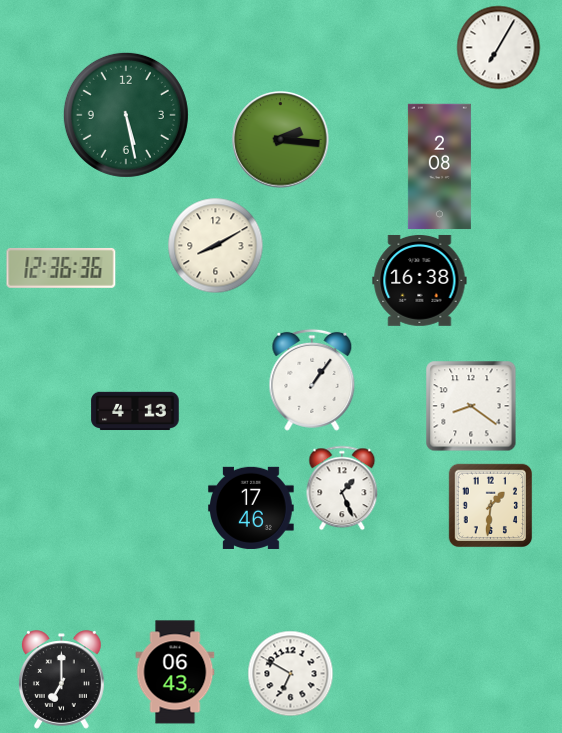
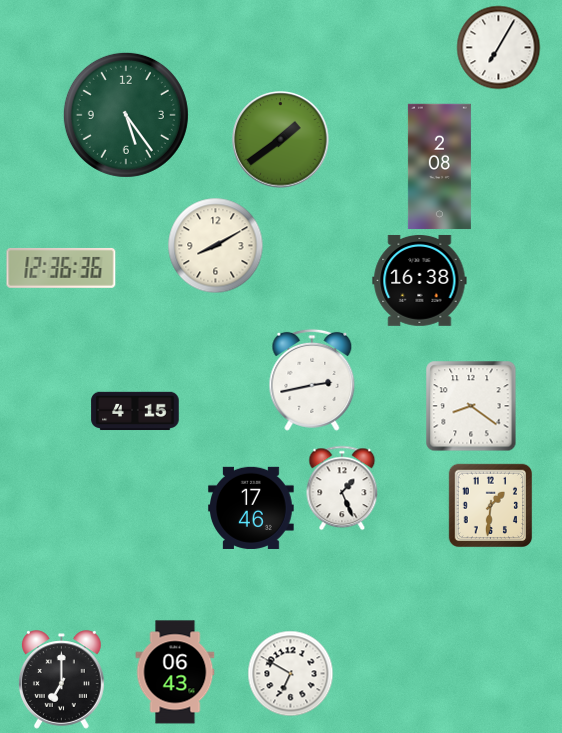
clock at (126, 115): 5:28 -> 5:24
clock at (281, 140): 2:16 -> 1:39
clock at (312, 380): 1:06 -> 2:43
clock at (135, 411): 4:13 -> 4:15
